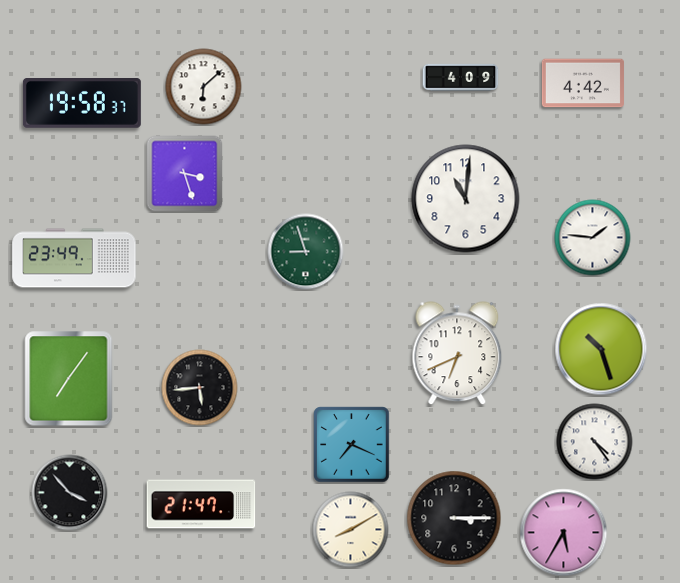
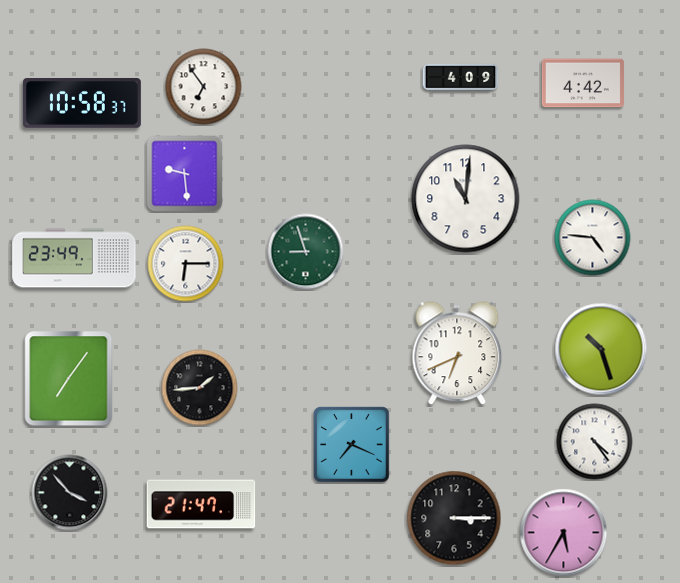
clock at (204, 87): 6:08 -> 6:54
clock at (82, 104): 19:58 -> 10:58
clock at (185, 174): 3:27 -> 9:29
clock at (593, 238): 1:46 -> 4:46
clock at (186, 264): none -> 6:15
clock at (200, 388): 5:44 -> 1:44
clock at (351, 530): 8:10 -> none
